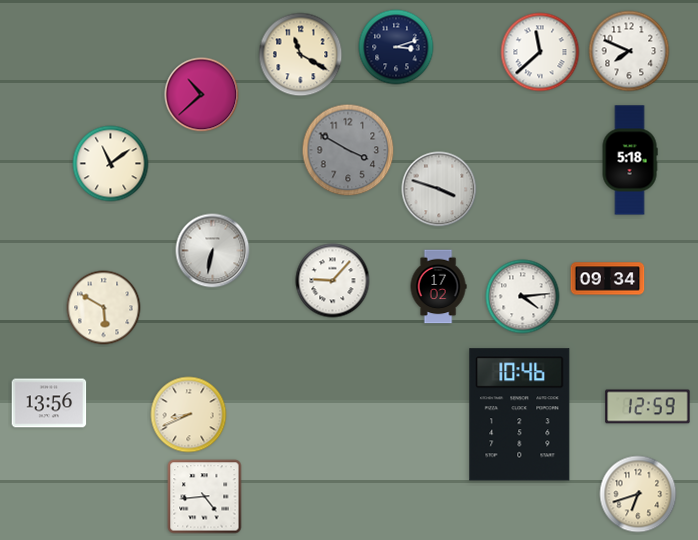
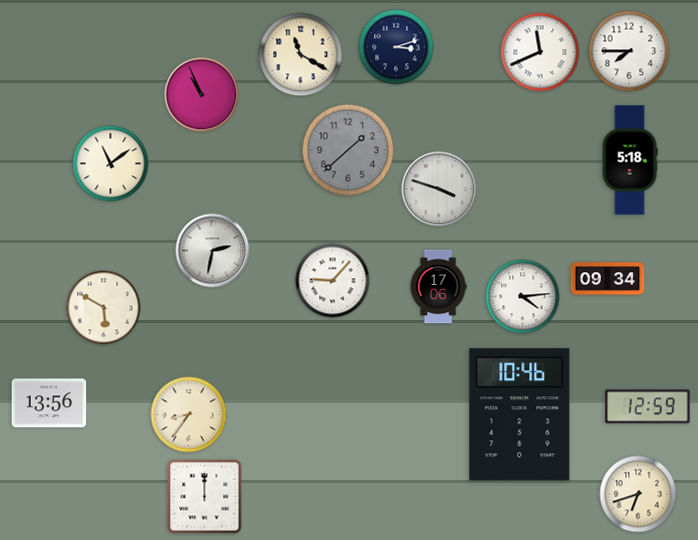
clock at (629, 51): 7:49 -> 7:45
clock at (540, 52): 11:38 -> 11:41
clock at (202, 95): 10:38 -> 10:56
clock at (348, 150): 3:50 -> 1:38
clock at (213, 251): 6:32 -> 2:32
clock at (438, 287): 17:02 -> 17:06
clock at (189, 415): 8:41 -> 8:36
clock at (205, 497): 4:44 -> 12:00
